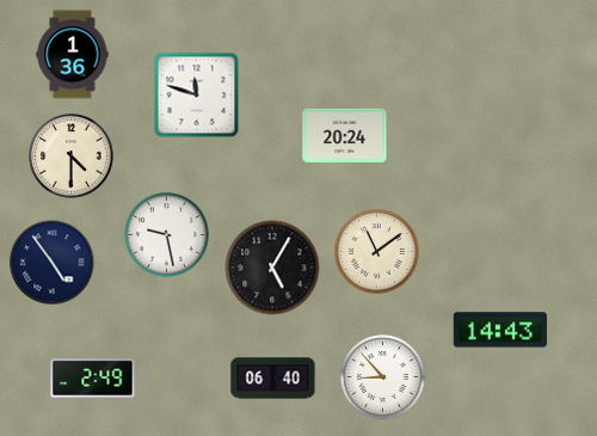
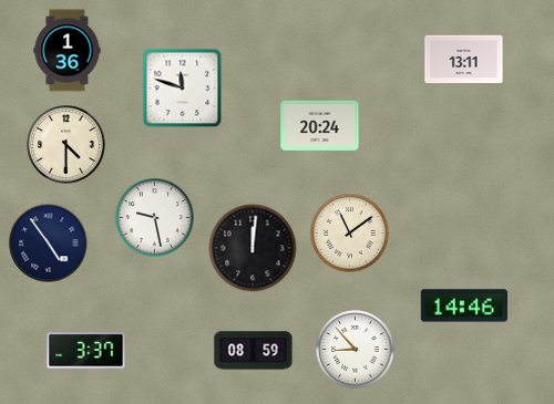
clock at (464, 60): none -> 13:11
clock at (272, 268): 5:05 -> 12:01
clock at (499, 330): 14:43 -> 14:46
clock at (93, 379): 2:49 -> 3:37
clock at (273, 379): 06:40 -> 08:59
